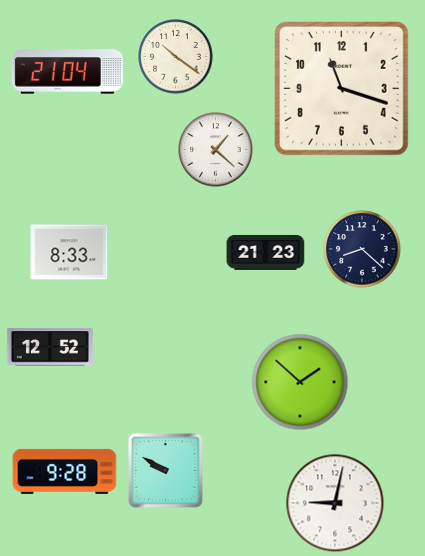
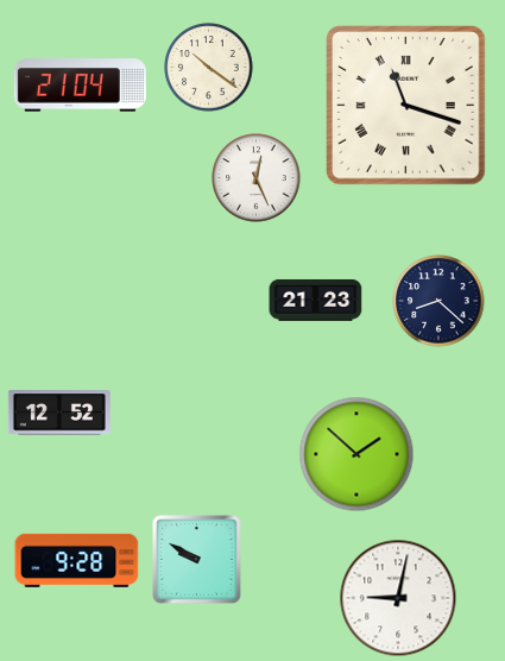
clock at (342, 89) numerals: Arabic -> Roman
clock at (216, 150): 1:22 -> 12:26
clock at (362, 249) position: (362, 249) -> (438, 301)
clock at (69, 252): 8:33 -> none
